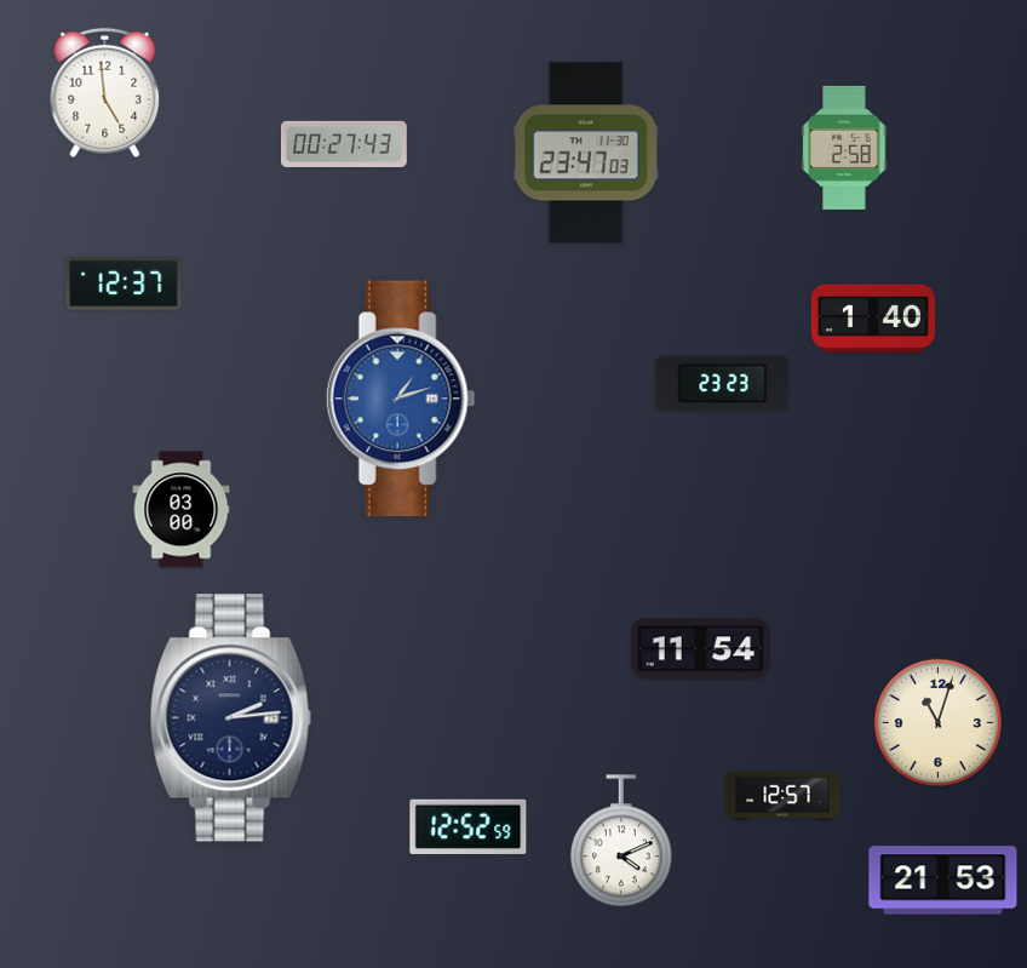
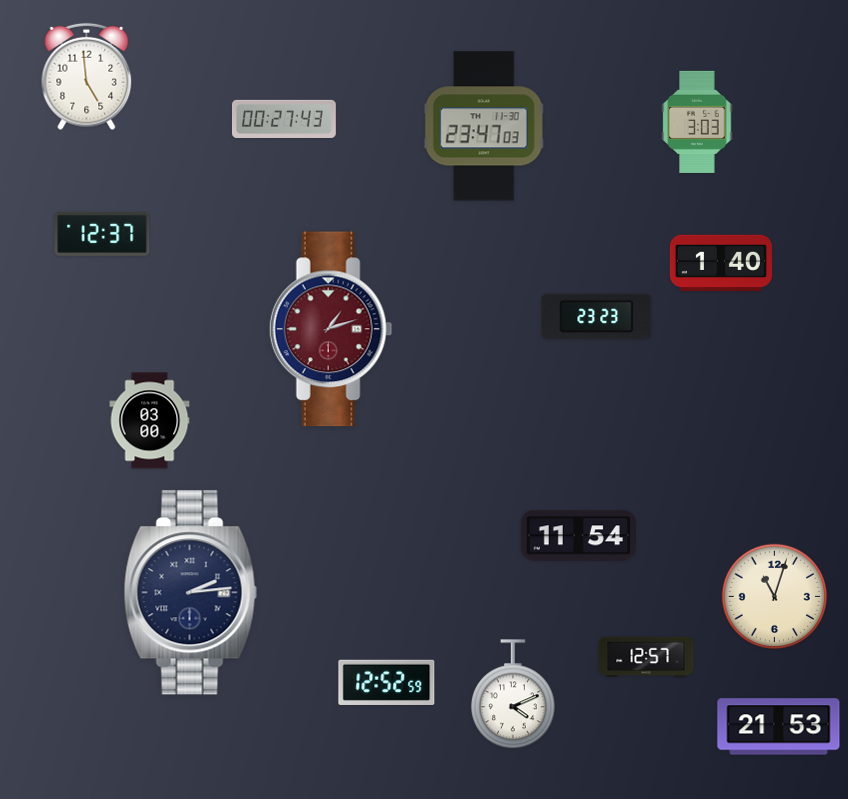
clock at (844, 148): 2:58 -> 3:03
clock at (401, 399) dial: blue -> burgundy
